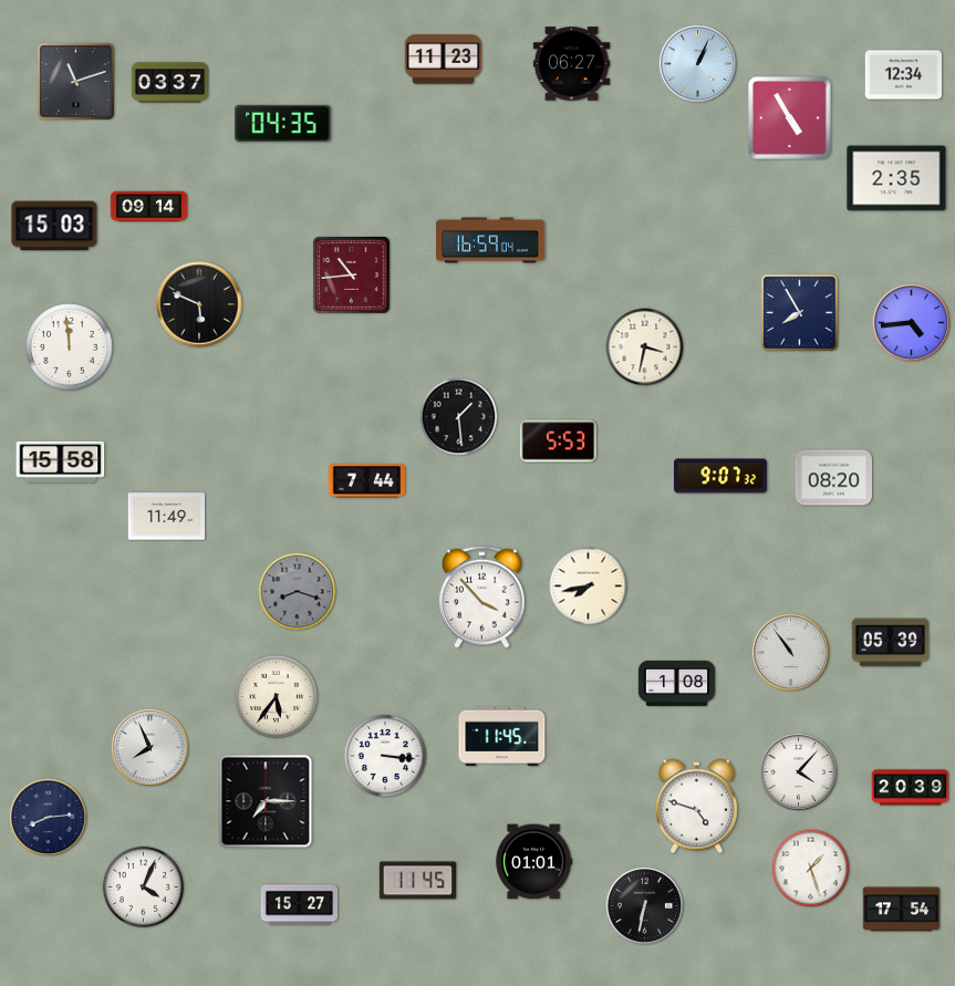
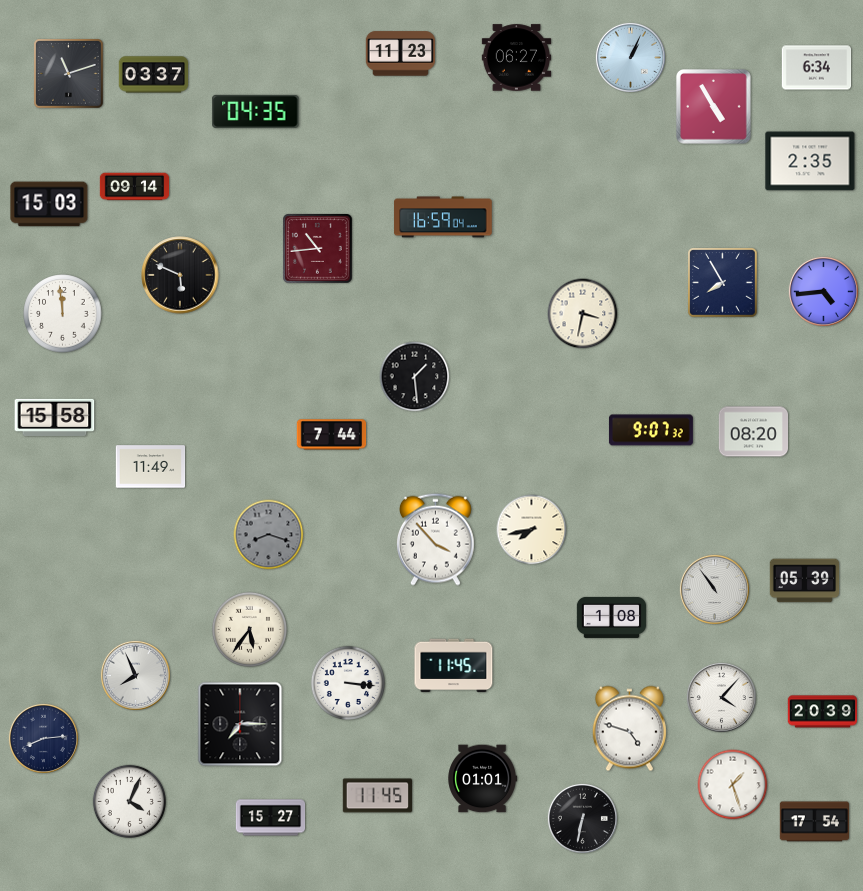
clock at (904, 75): 12:34 -> 6:34
clock at (558, 442): 5:53 -> none
